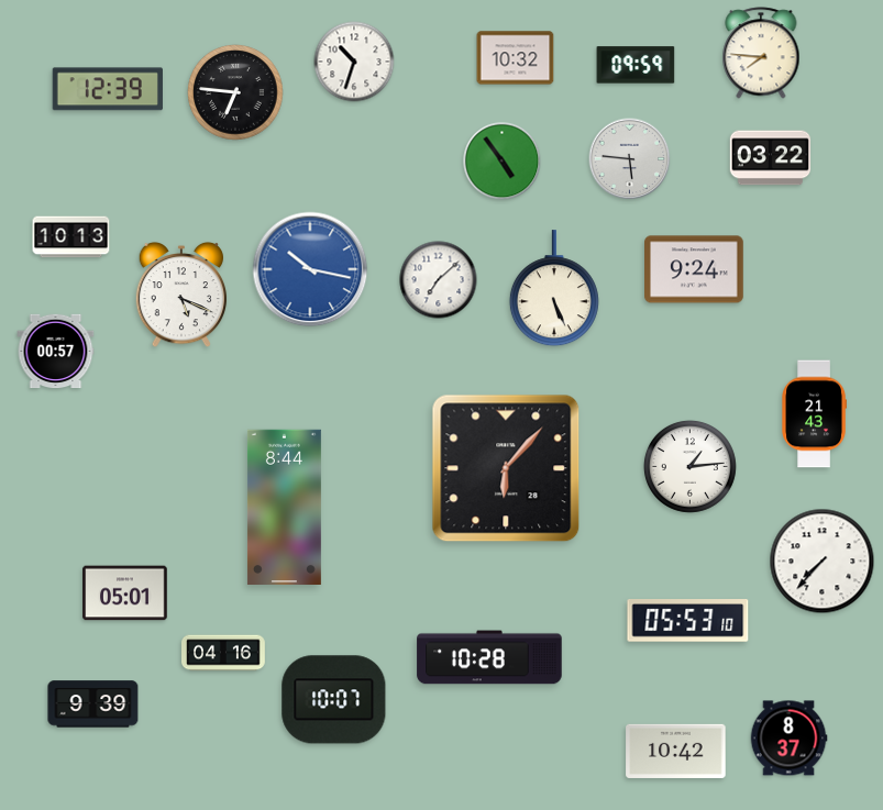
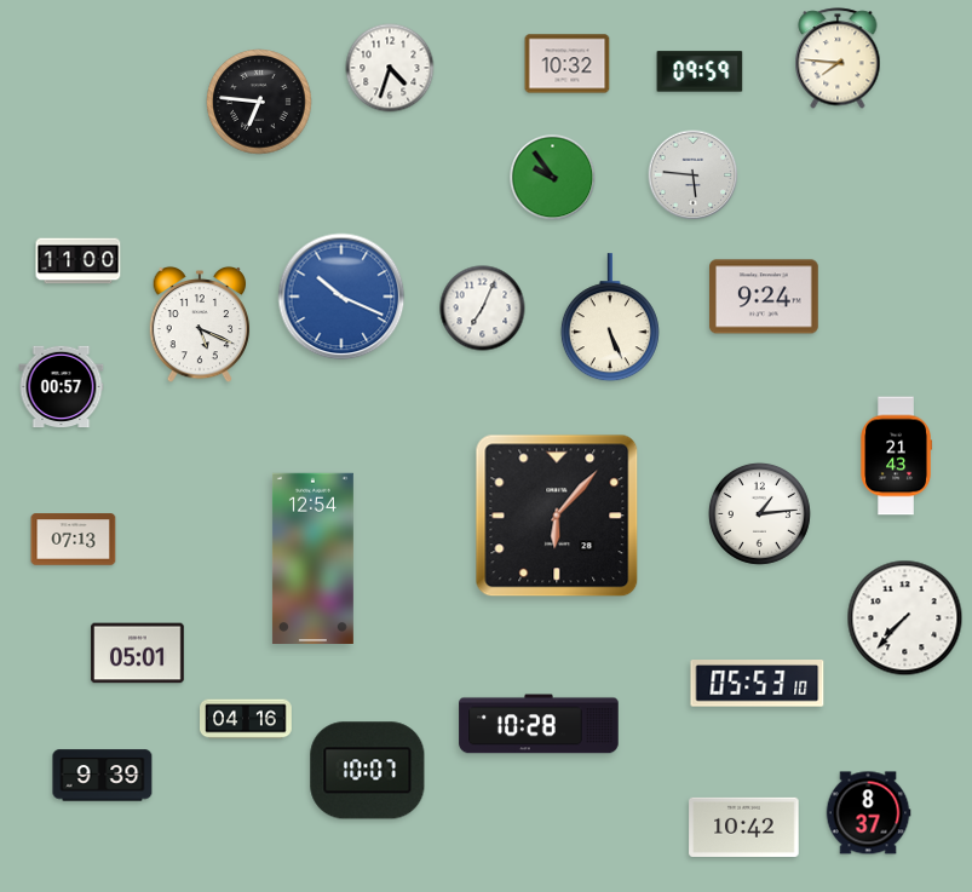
clock at (354, 62): 10:33 -> 4:33
clock at (108, 89): 12:39 -> none
clock at (771, 158): 03:22 -> none
clock at (503, 162): 4:54 -> 9:54
clock at (71, 237): 10:13 -> 11:00
clock at (310, 269): 10:17 -> 10:19
clock at (439, 280): 7:08 -> 7:04
clock at (74, 540): none -> 07:13
clock at (284, 507): 8:44 -> 12:54
